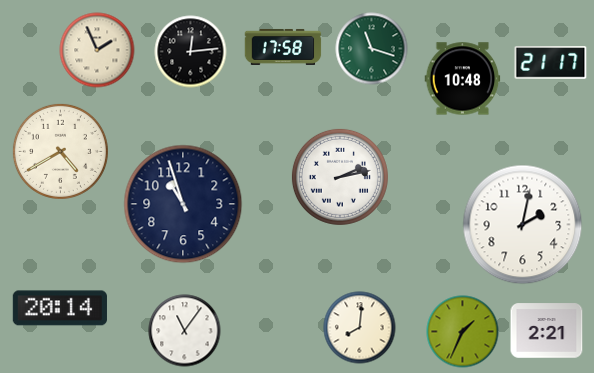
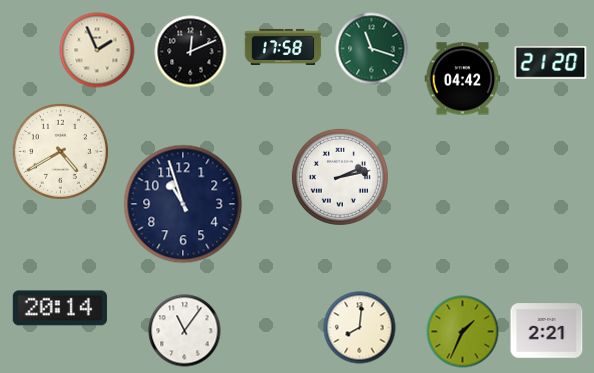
clock at (191, 52): 12:14 -> 12:11
clock at (551, 63): 21:17 -> 21:20
clock at (463, 79): 10:48 -> 04:42
clock at (523, 225): 2:02 -> none
